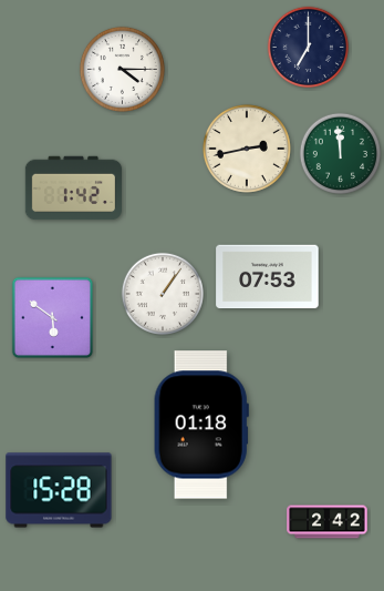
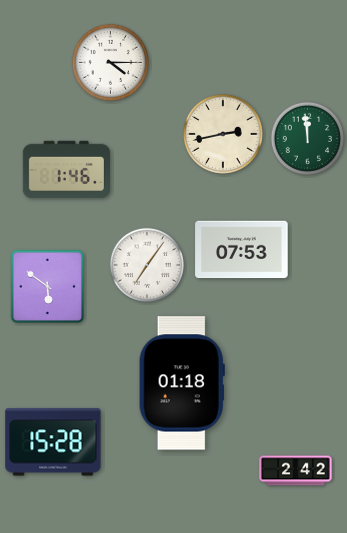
clock at (308, 47): 7:00 -> none
clock at (73, 188): 1:42 -> 1:46
clock at (163, 294): 1:06 -> 7:06
